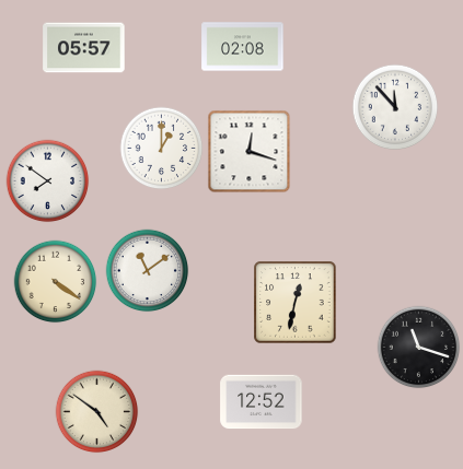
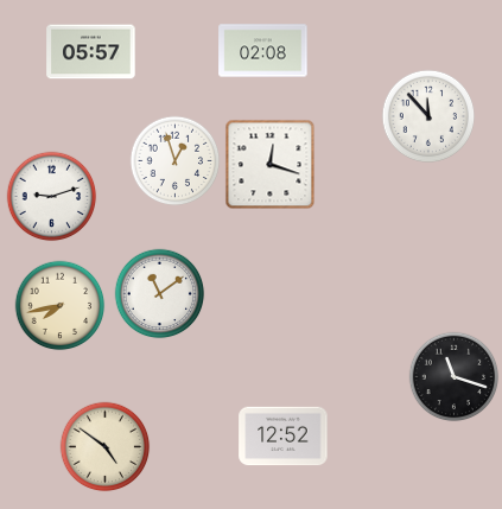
clock at (162, 149): 1:00 -> 12:57
clock at (48, 181): 7:51 -> 9:12
clock at (56, 282): 4:21 -> 7:43
clock at (296, 303): 12:32 -> none
